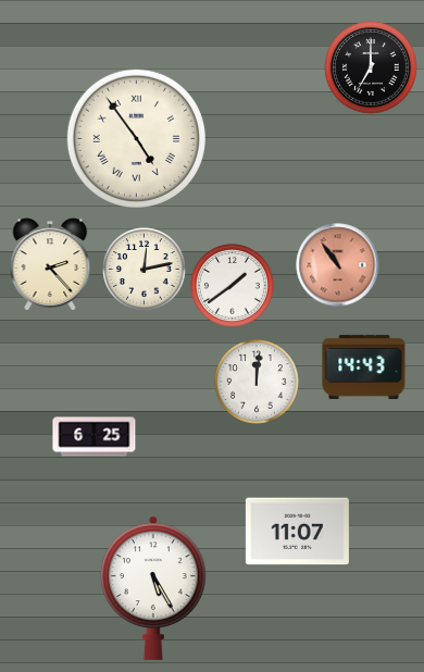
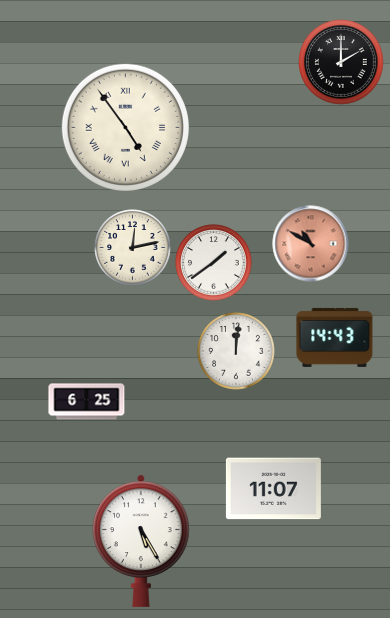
clock at (371, 67): 7:00 -> 2:00
clock at (50, 264): 2:23 -> none
clock at (338, 265): 10:54 -> 10:50
